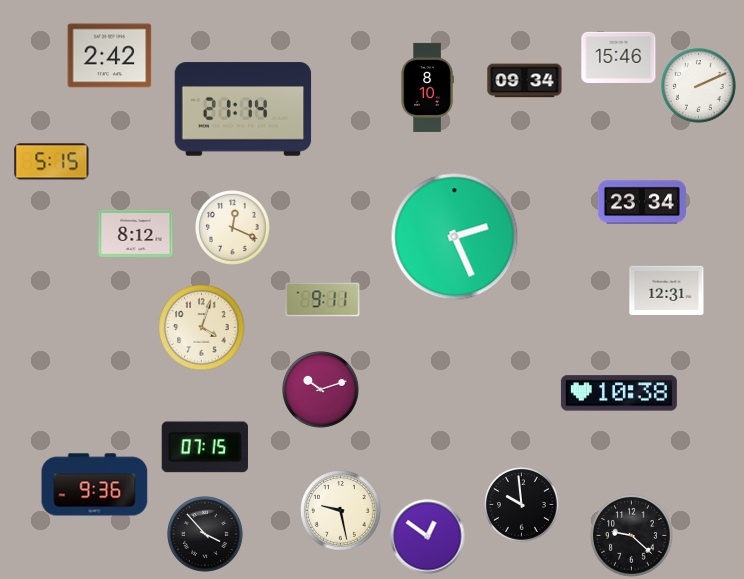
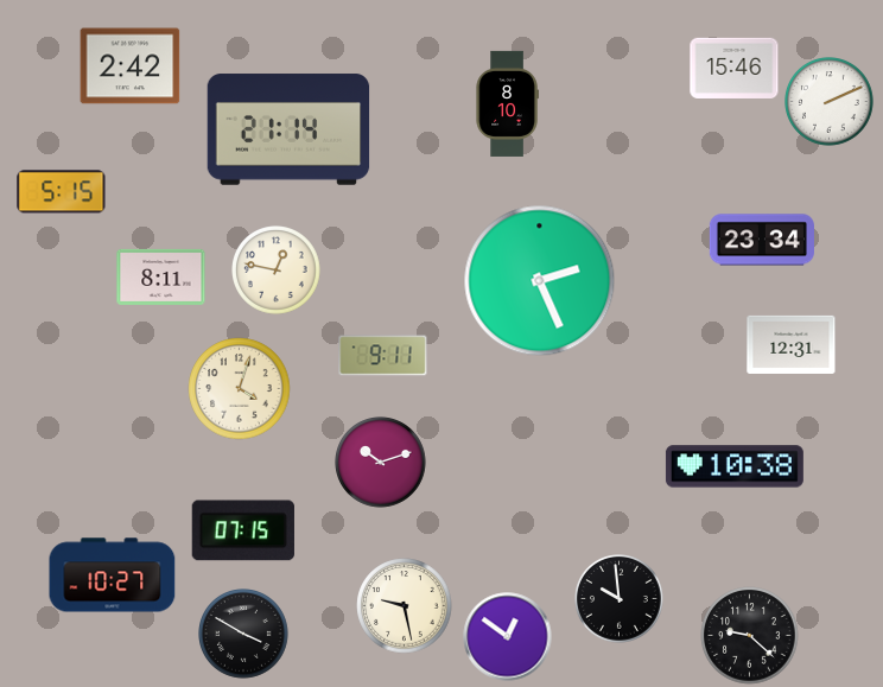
clock at (525, 81): 09:34 -> none
clock at (233, 228): 12:19 -> 12:47
clock at (136, 233): 8:12 -> 8:11
clock at (95, 485): 9:36 -> 10:27
clock at (205, 534): 3:53 -> 3:50
